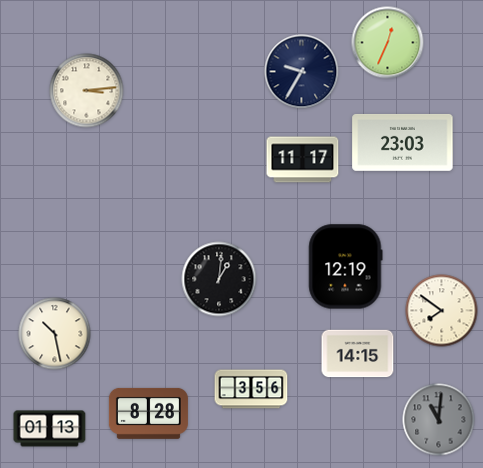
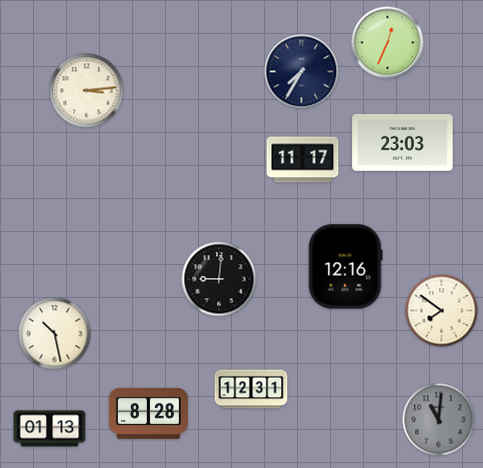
clock at (302, 72): 9:35 -> 7:35
clock at (346, 267): 12:19 -> 12:16
clock at (219, 279): 1:01 -> 9:01
clock at (358, 354): 14:15 -> none
clock at (251, 389): 3:56 -> 12:31
